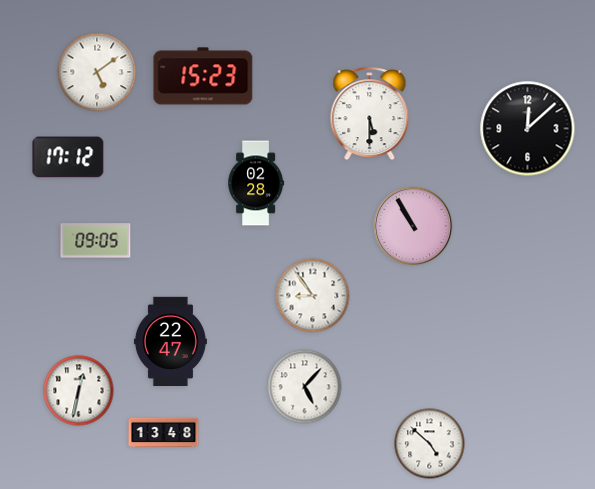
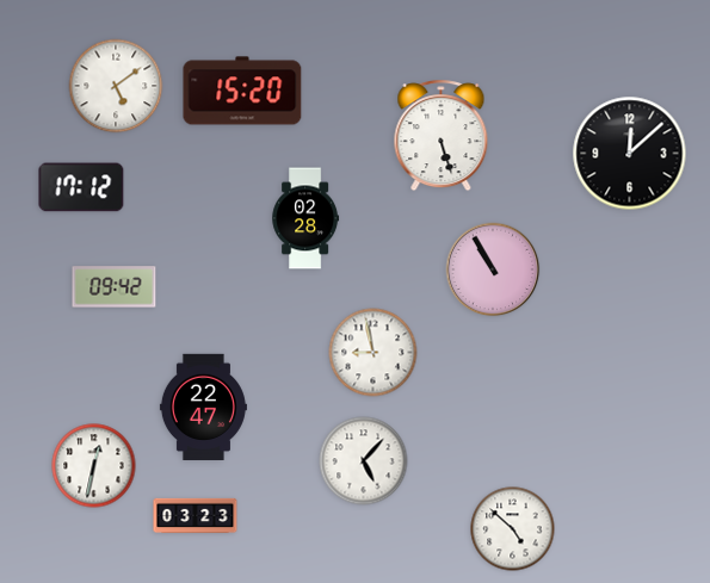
clock at (203, 76): 15:23 -> 15:20
clock at (370, 114): 5:30 -> 5:27
clock at (96, 241): 09:05 -> 09:42
clock at (313, 296): 8:54 -> 8:58
clock at (164, 433): 13:48 -> 03:23
